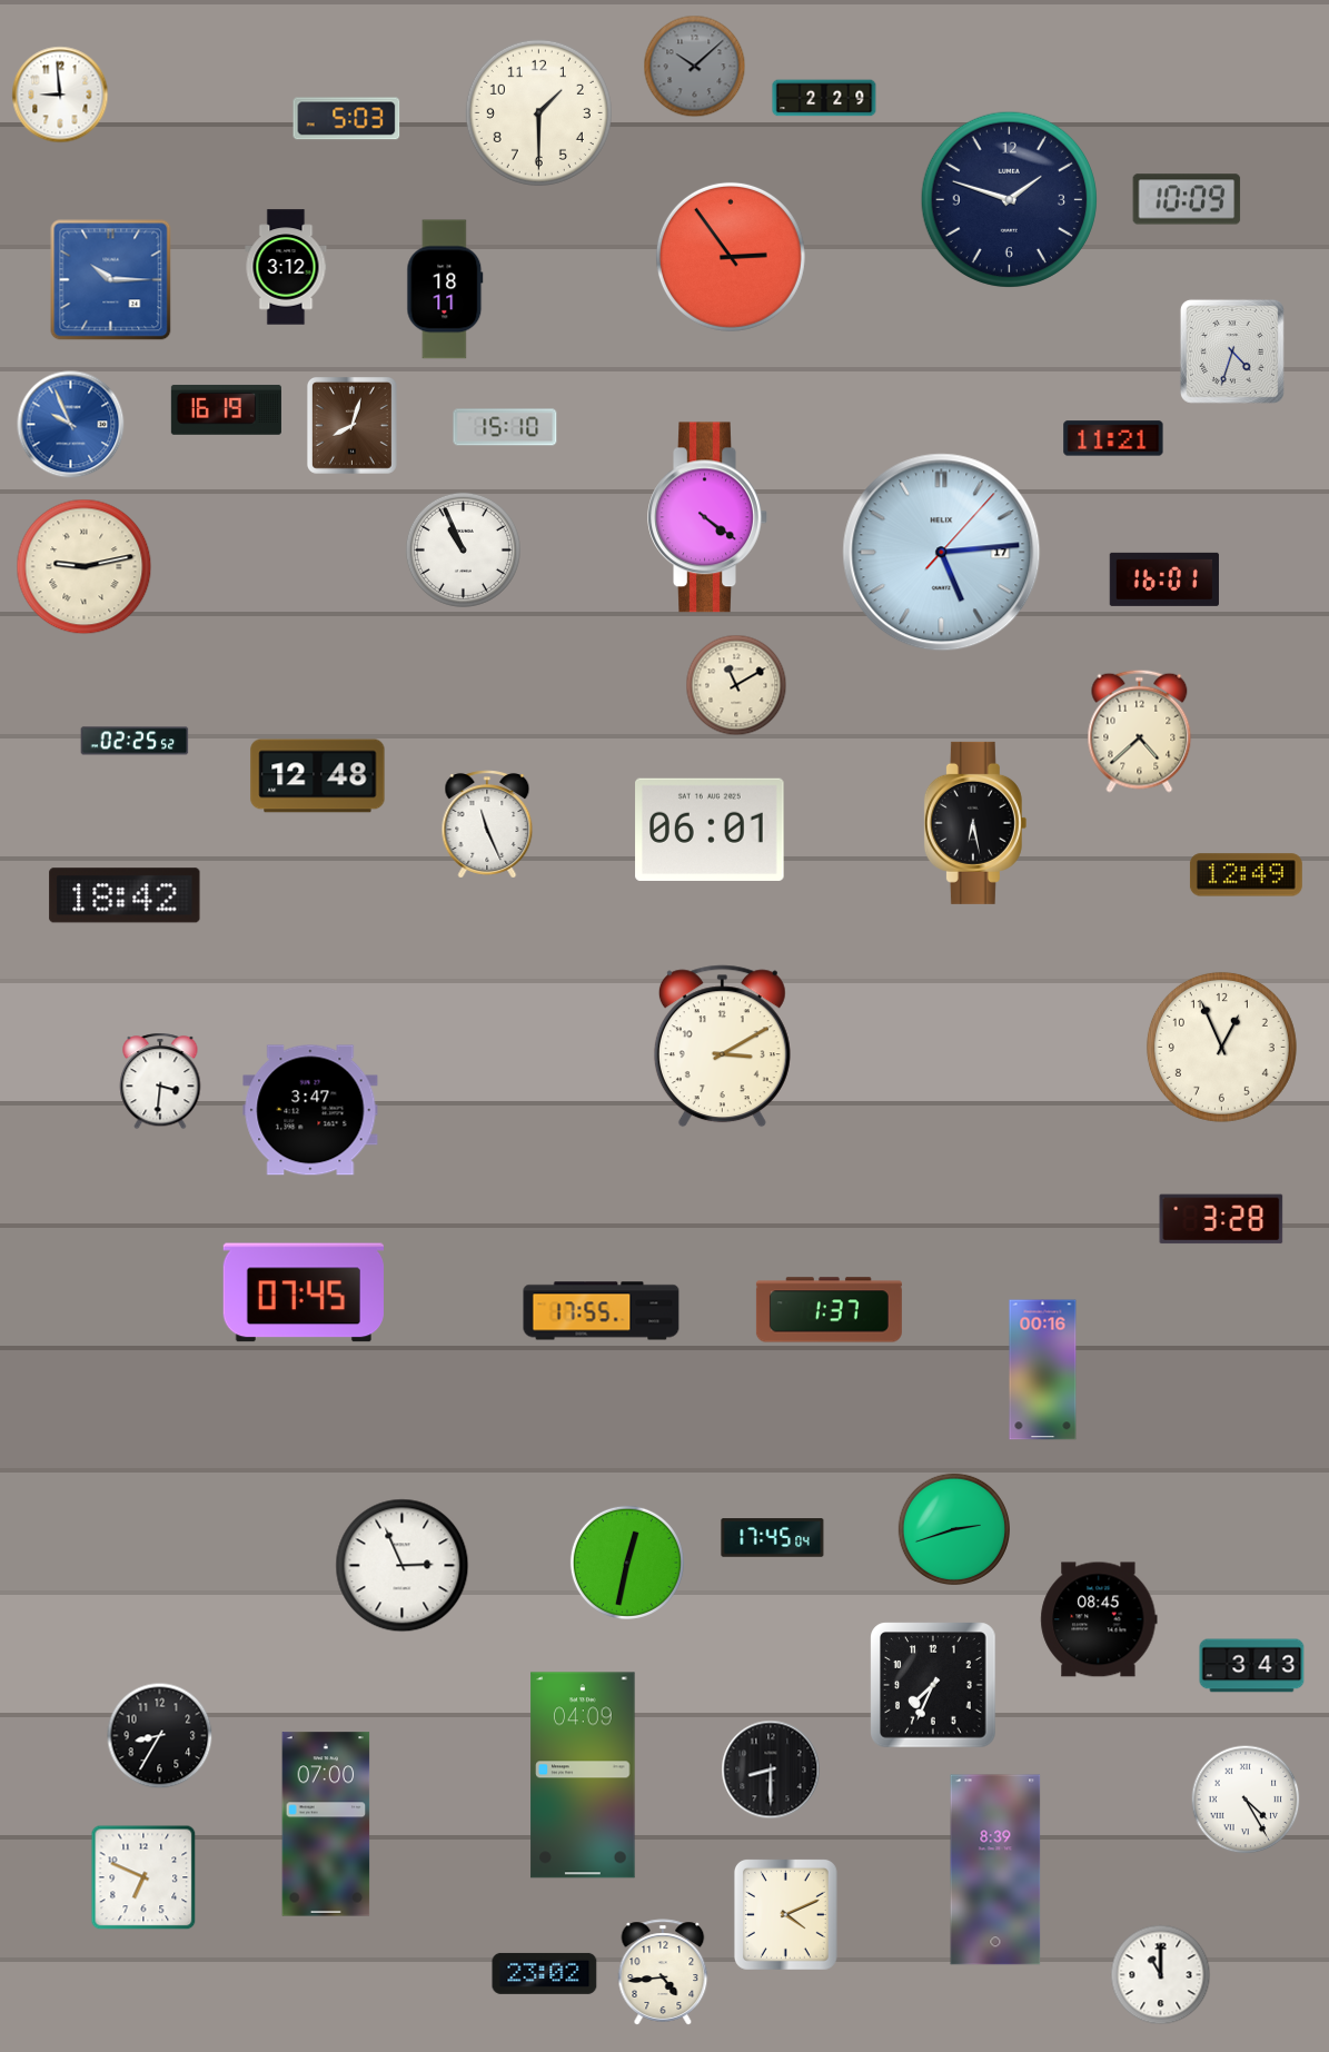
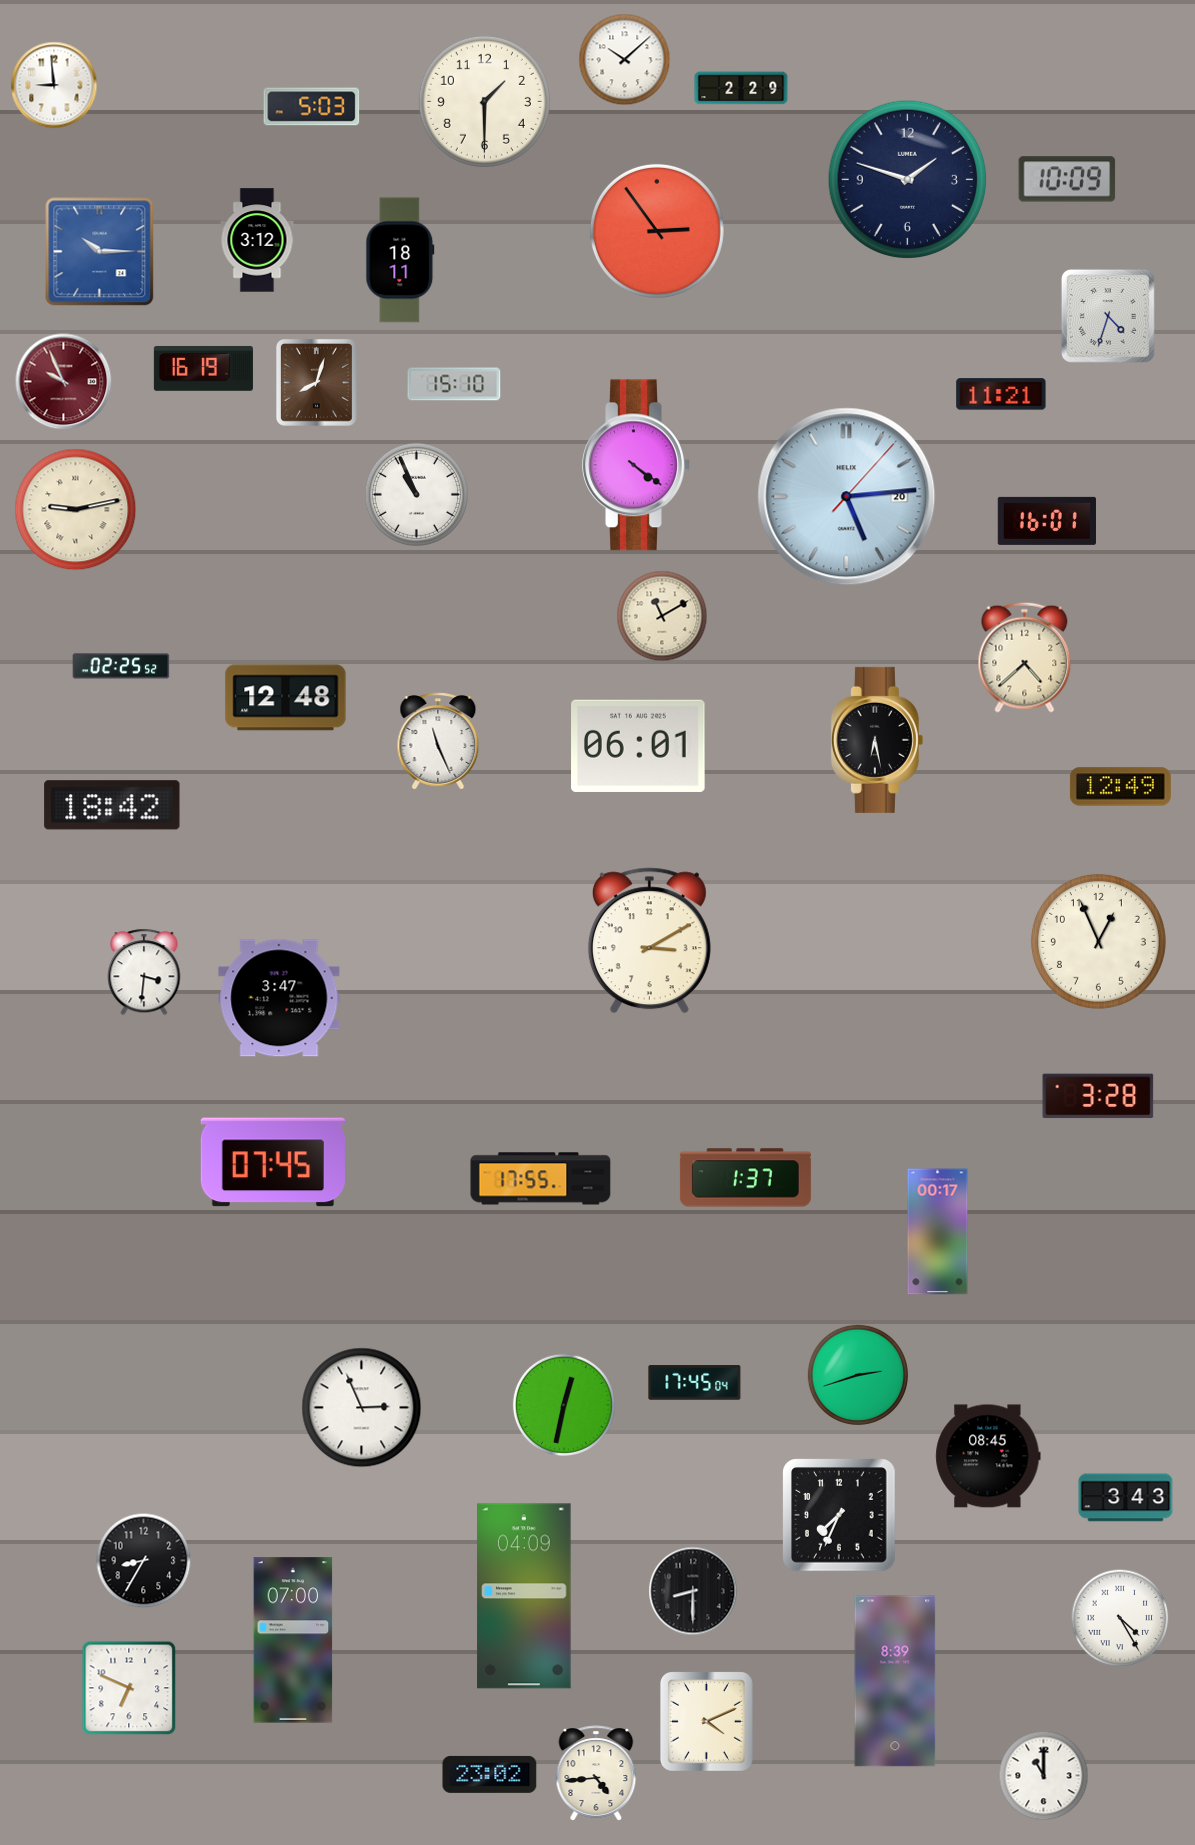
clock at (695, 67) dial: grey -> white
clock at (71, 425) dial: blue -> burgundy
clock at (942, 553) date: 17 -> 20
clock at (1043, 1370): 00:16 -> 00:17
